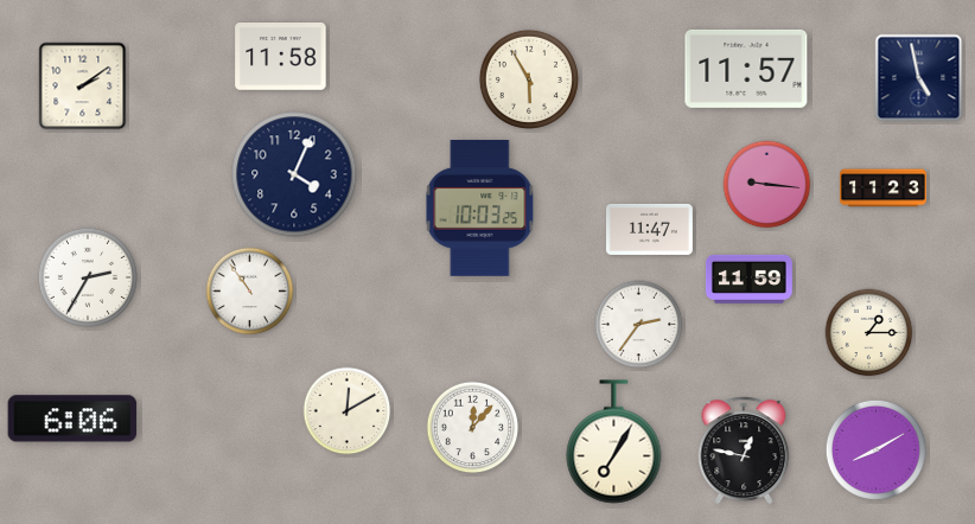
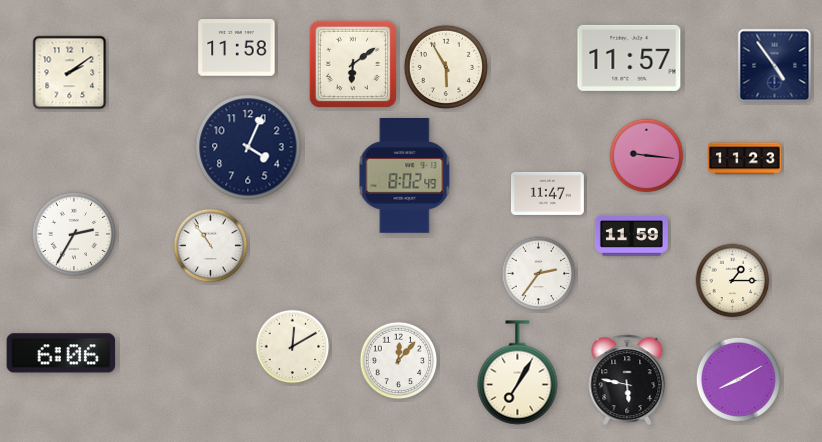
clock at (353, 64): none -> 6:09
clock at (919, 78): 4:58 -> 4:54
clock at (480, 207): 10:03 -> 8:02
clock at (744, 450): 12:47 -> 5:47
